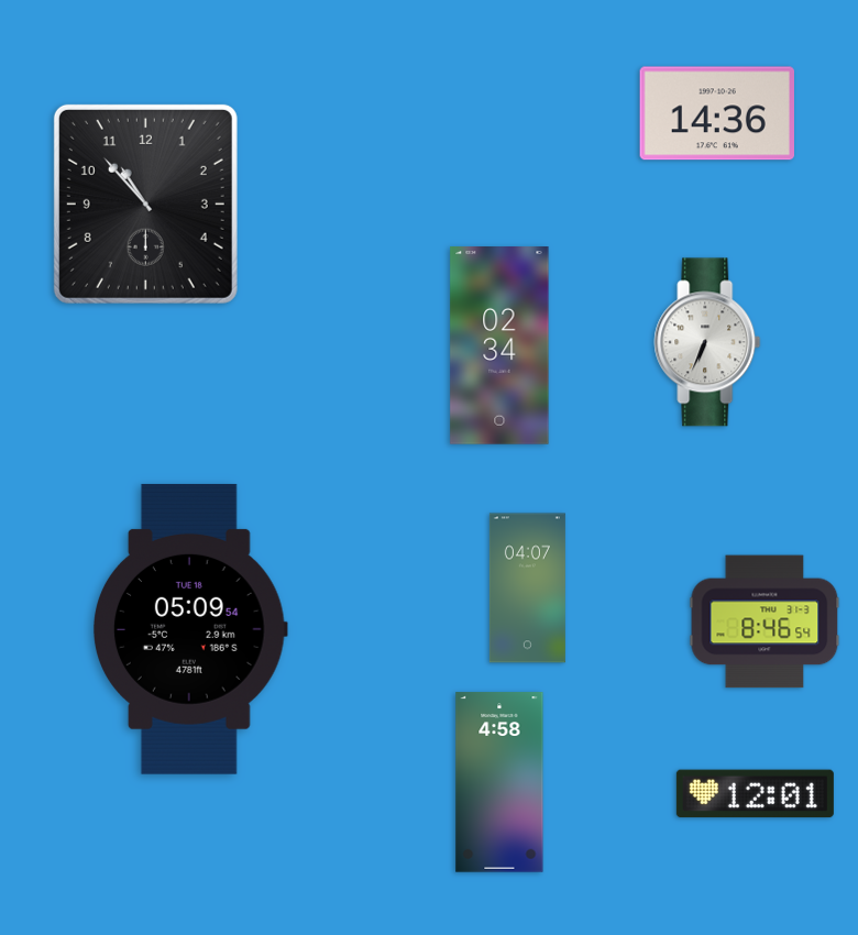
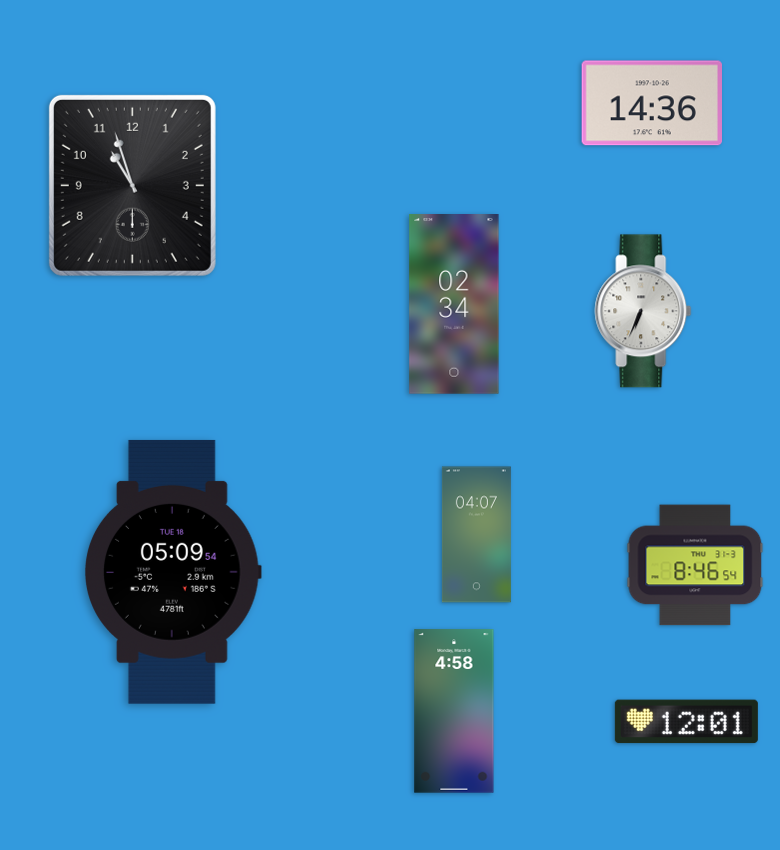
clock at (145, 204): 10:53 -> 10:57
clock at (499, 346) position: (499, 346) -> (454, 305)
clock at (527, 588) position: (527, 588) -> (476, 535)
